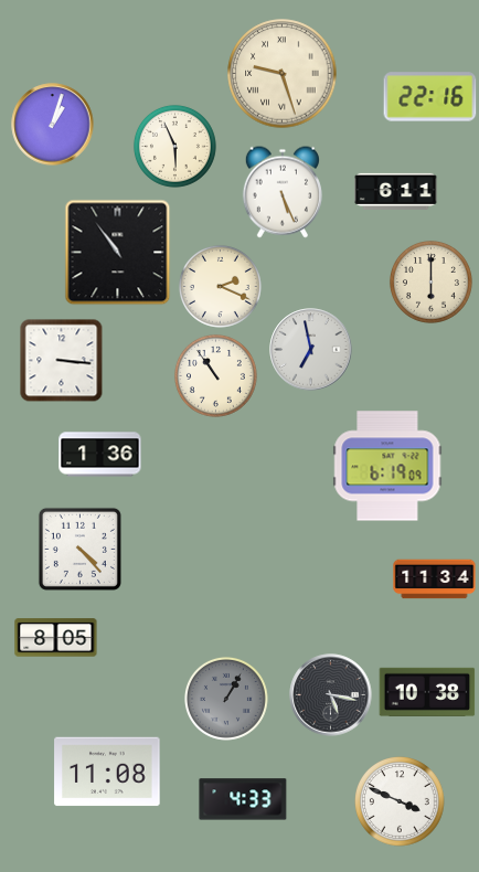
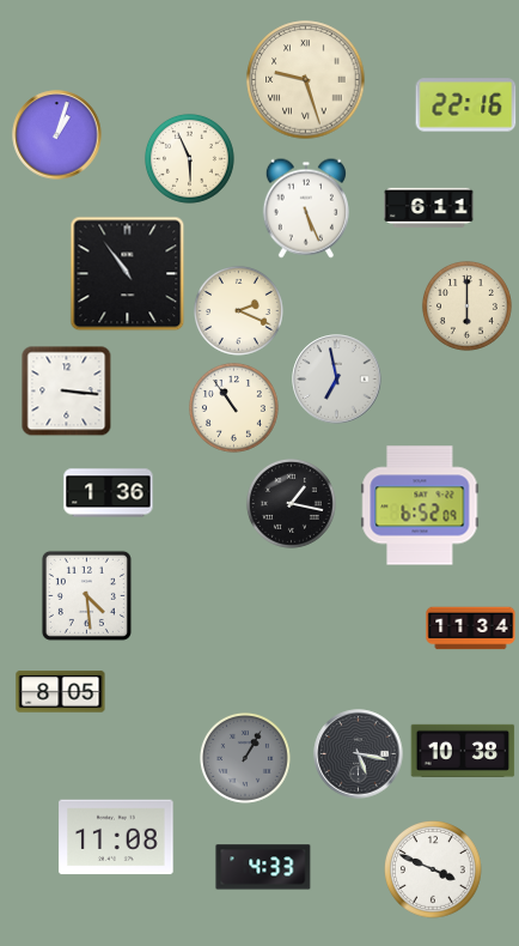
clock at (291, 503): none -> 1:17
clock at (387, 466): 6:19 -> 6:52
clock at (79, 549): 4:23 -> 4:29
